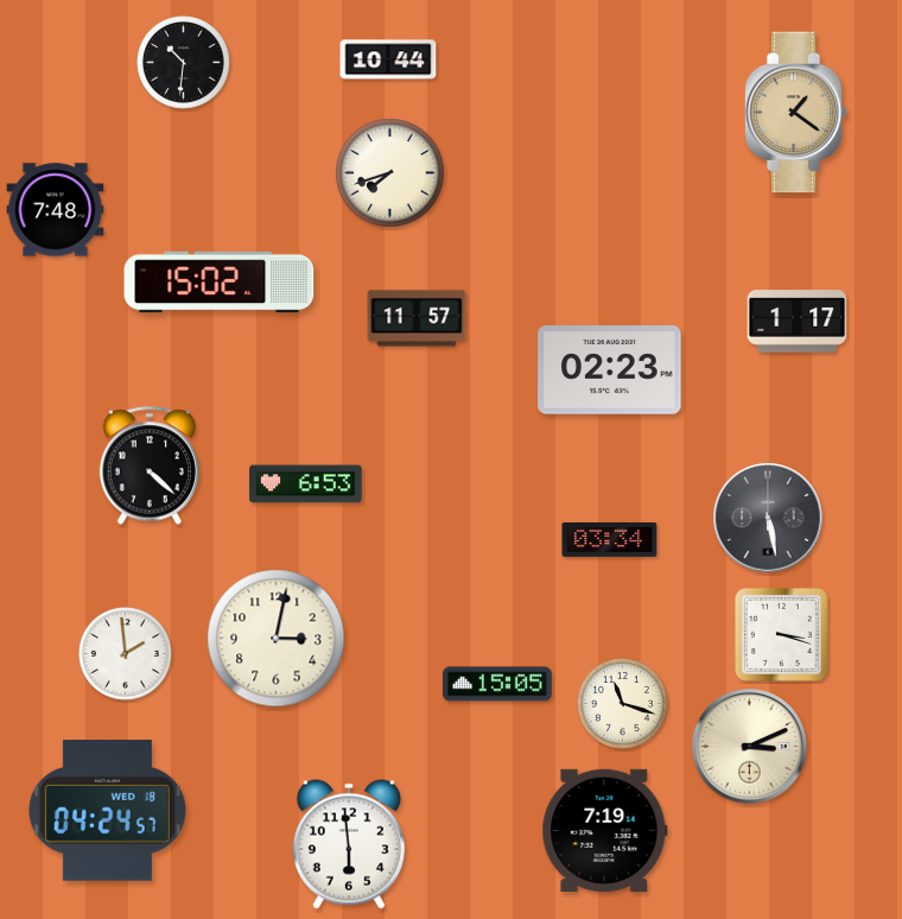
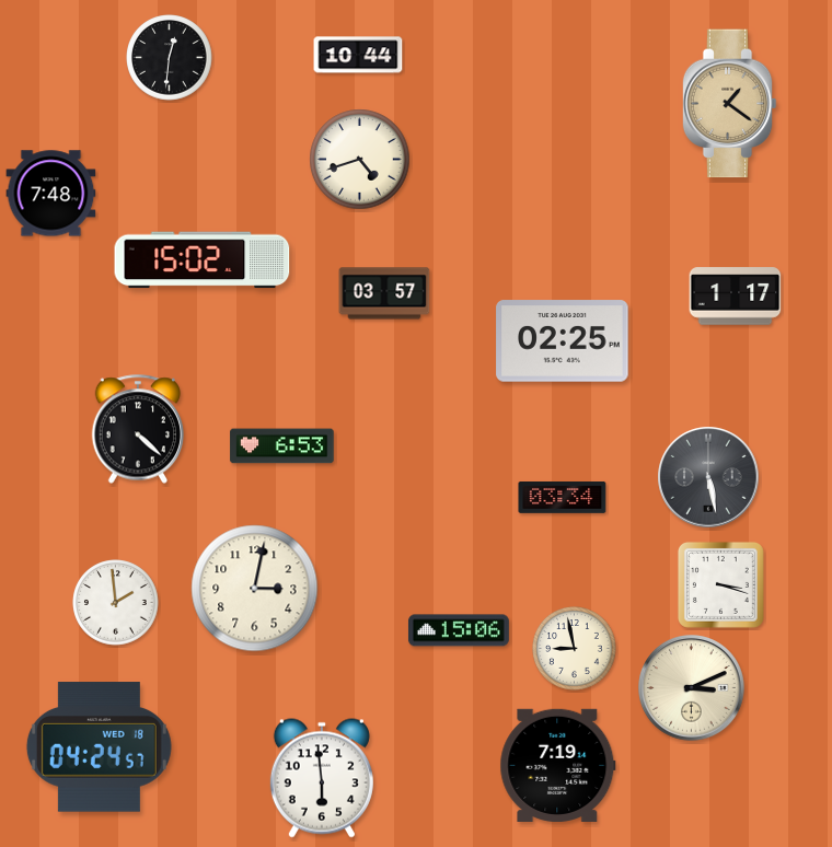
clock at (184, 63): 10:31 -> 12:31
clock at (795, 113) position: (795, 113) -> (729, 104)
clock at (390, 173): 7:42 -> 4:42
clock at (417, 318): 11:57 -> 03:57
clock at (610, 370): 02:23 -> 02:25
clock at (497, 684): 15:05 -> 15:06
clock at (623, 704): 11:18 -> 8:58
